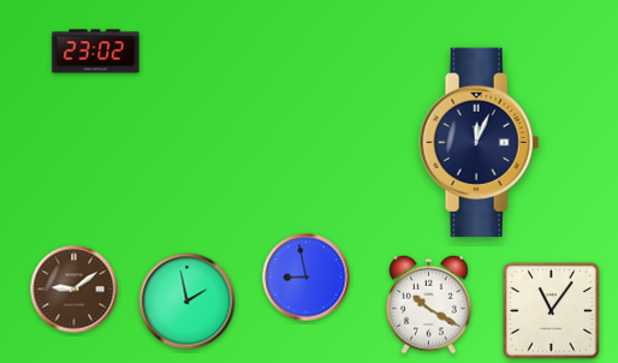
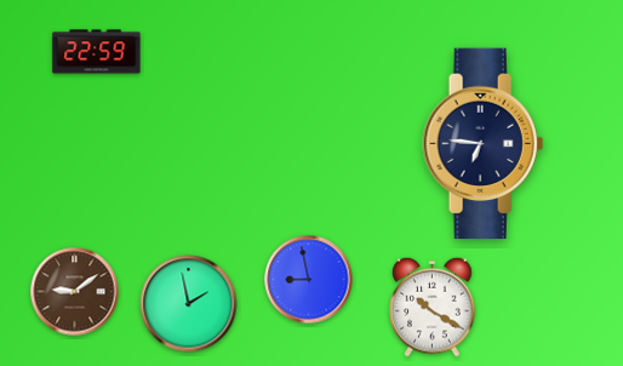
clock at (96, 52): 23:02 -> 22:59
clock at (480, 143): 12:04 -> 6:46
clock at (552, 311): 11:06 -> none
